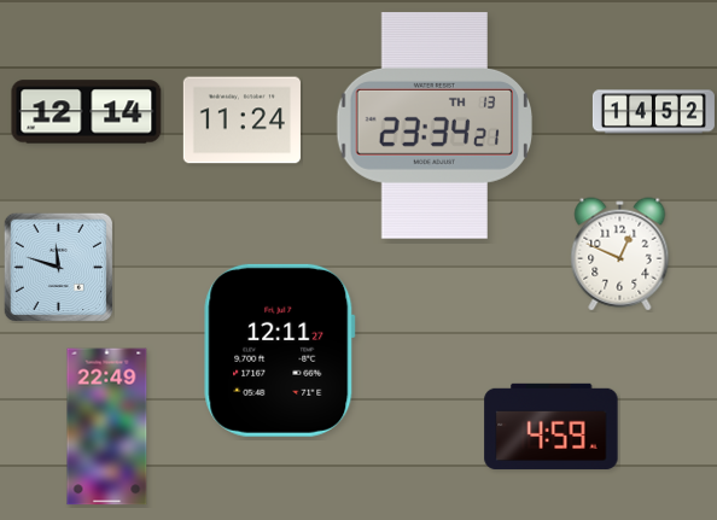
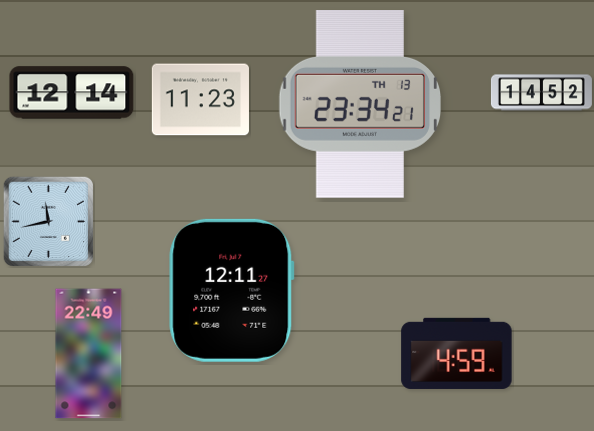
clock at (241, 121): 11:24 -> 11:23
clock at (620, 255): 12:49 -> none
clock at (58, 267): 11:48 -> 11:43
